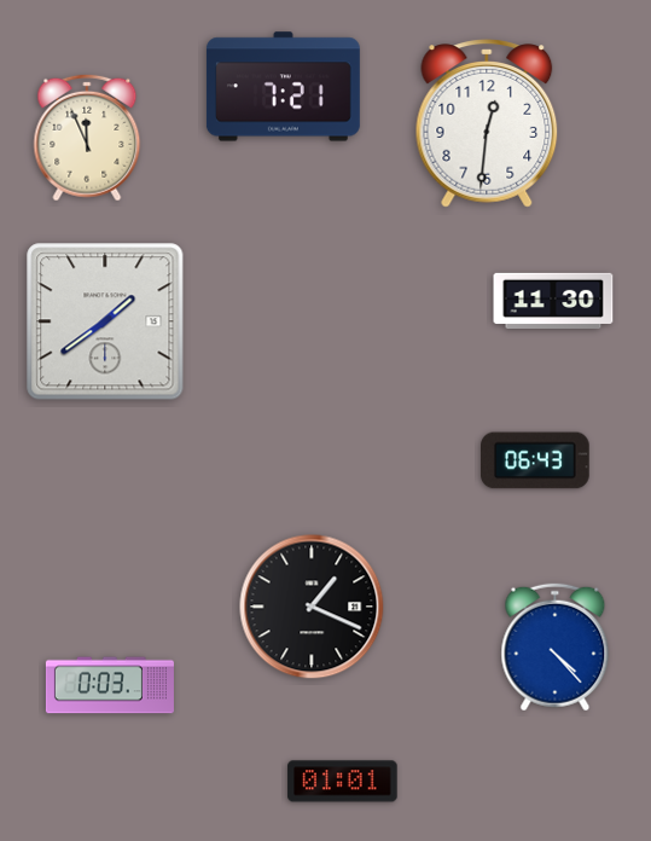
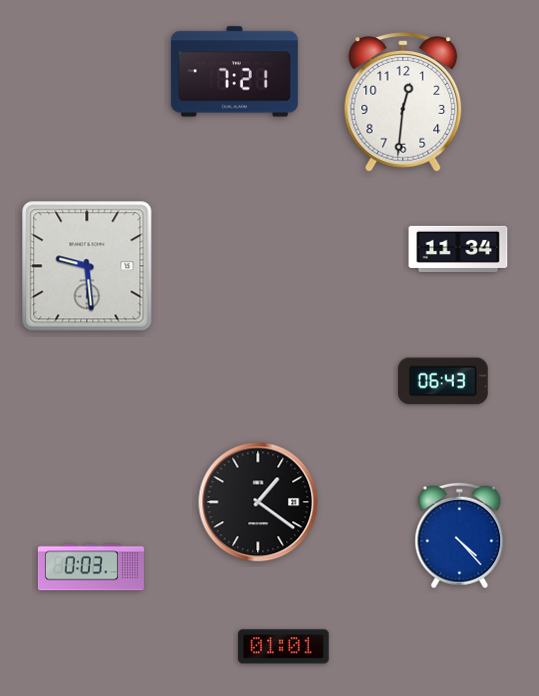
clock at (87, 138): 11:56 -> none
clock at (553, 300): 11:30 -> 11:34
clock at (105, 321): 1:39 -> 9:29
clock at (312, 607): 1:19 -> 1:21
